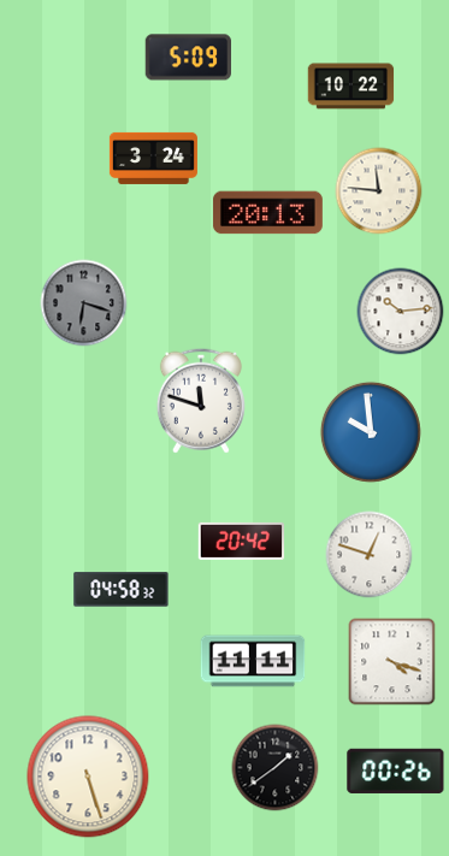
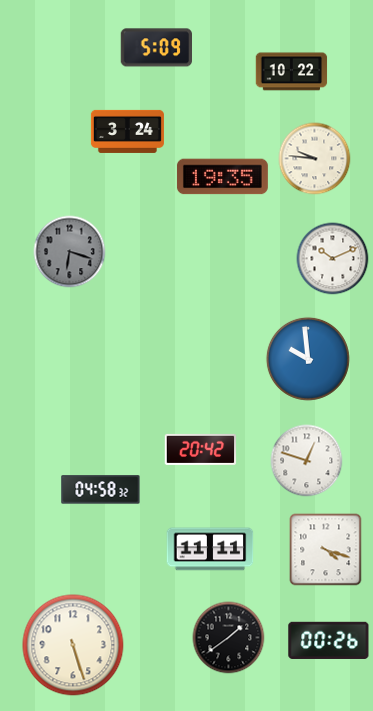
clock at (379, 191): 11:46 -> 9:46
clock at (267, 213): 20:13 -> 19:35
clock at (401, 312): 10:14 -> 10:11
clock at (201, 401): 11:48 -> none
